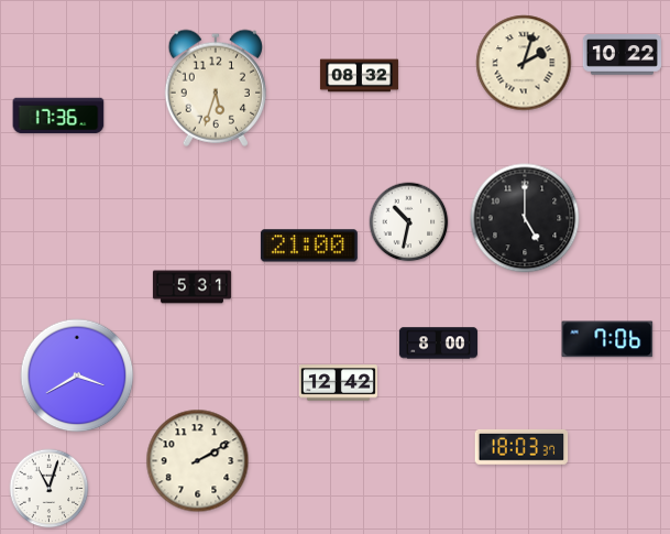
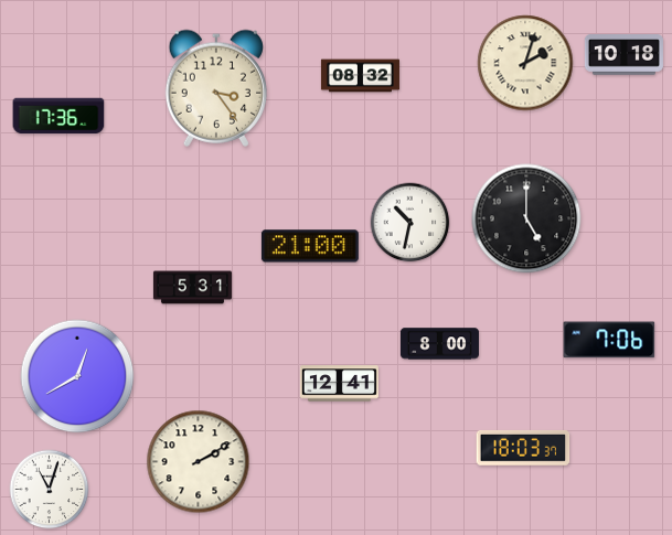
clock at (622, 55): 10:22 -> 10:18
clock at (215, 88): 5:33 -> 3:24
clock at (77, 375): 3:40 -> 12:40
clock at (338, 383): 12:42 -> 12:41
